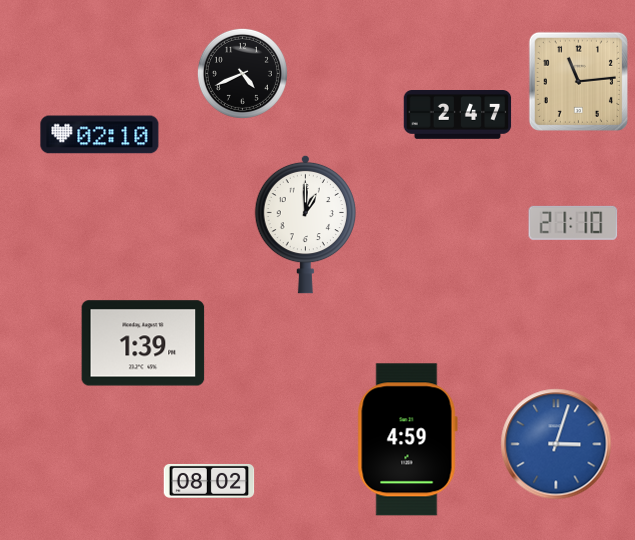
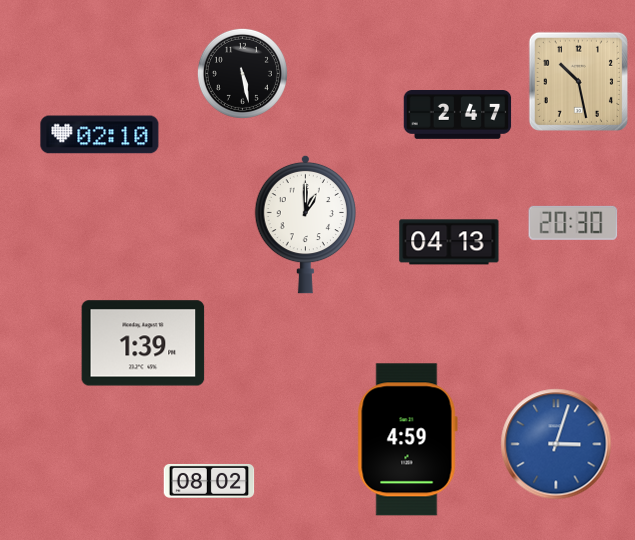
clock at (242, 73): 4:41 -> 5:28
clock at (578, 81): 11:14 -> 10:28
clock at (573, 223): 21:10 -> 20:30
clock at (449, 242): none -> 04:13
